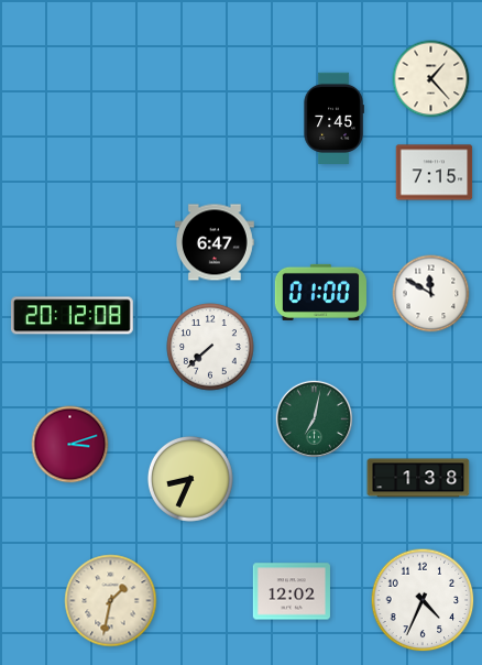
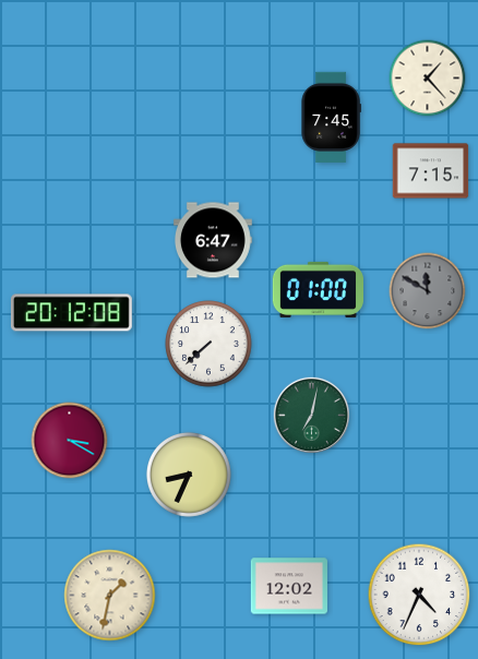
clock at (431, 294) dial: white -> grey
clock at (70, 445): 3:12 -> 3:20
clock at (418, 478): 1:38 -> none
